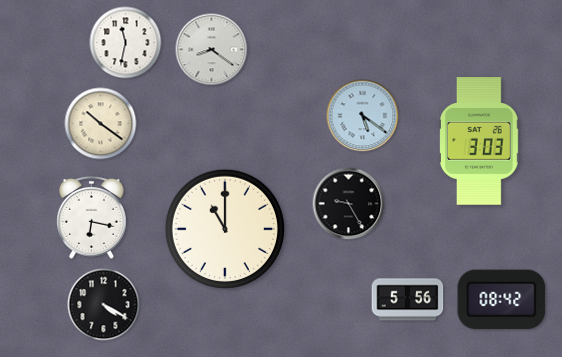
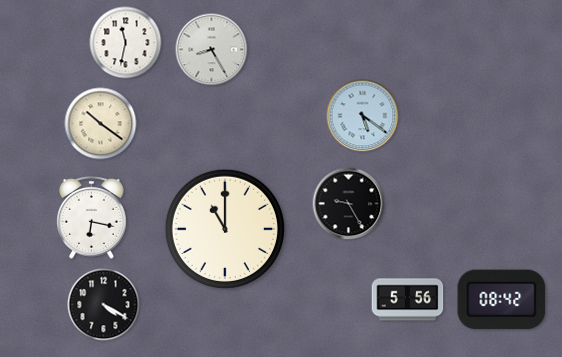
clock at (212, 50): 8:21 -> 8:25
clock at (480, 141): 3:03 -> none
